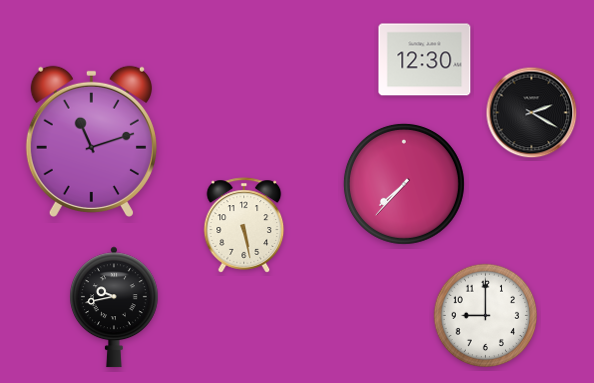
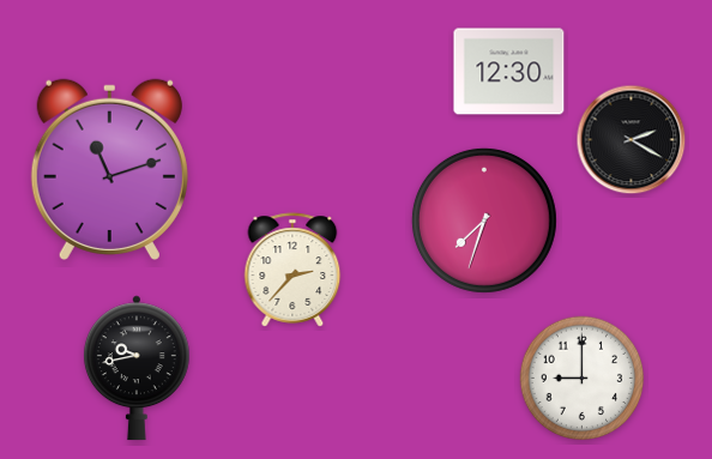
clock at (532, 113) position: (532, 113) -> (632, 140)
clock at (404, 184): 7:37 -> 7:33
clock at (244, 225): 5:28 -> 2:37
